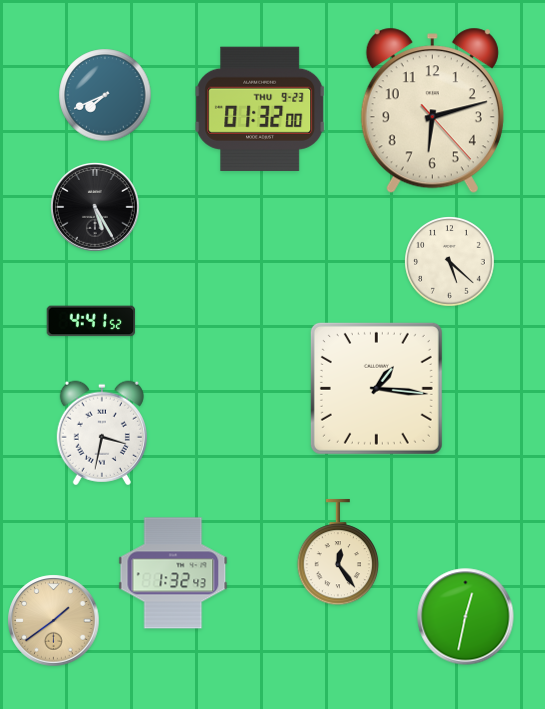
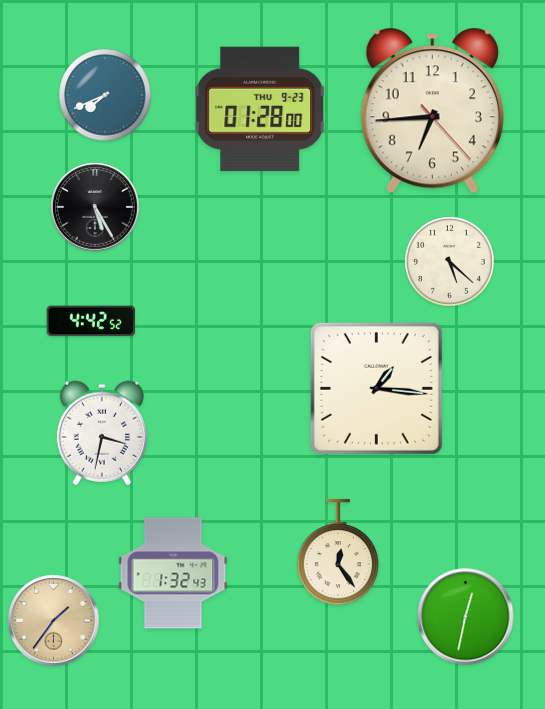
clock at (260, 109): 01:32 -> 01:28
clock at (432, 111): 6:12 -> 6:44
clock at (91, 321): 4:41 -> 4:42
clock at (54, 621): 1:39 -> 1:36
